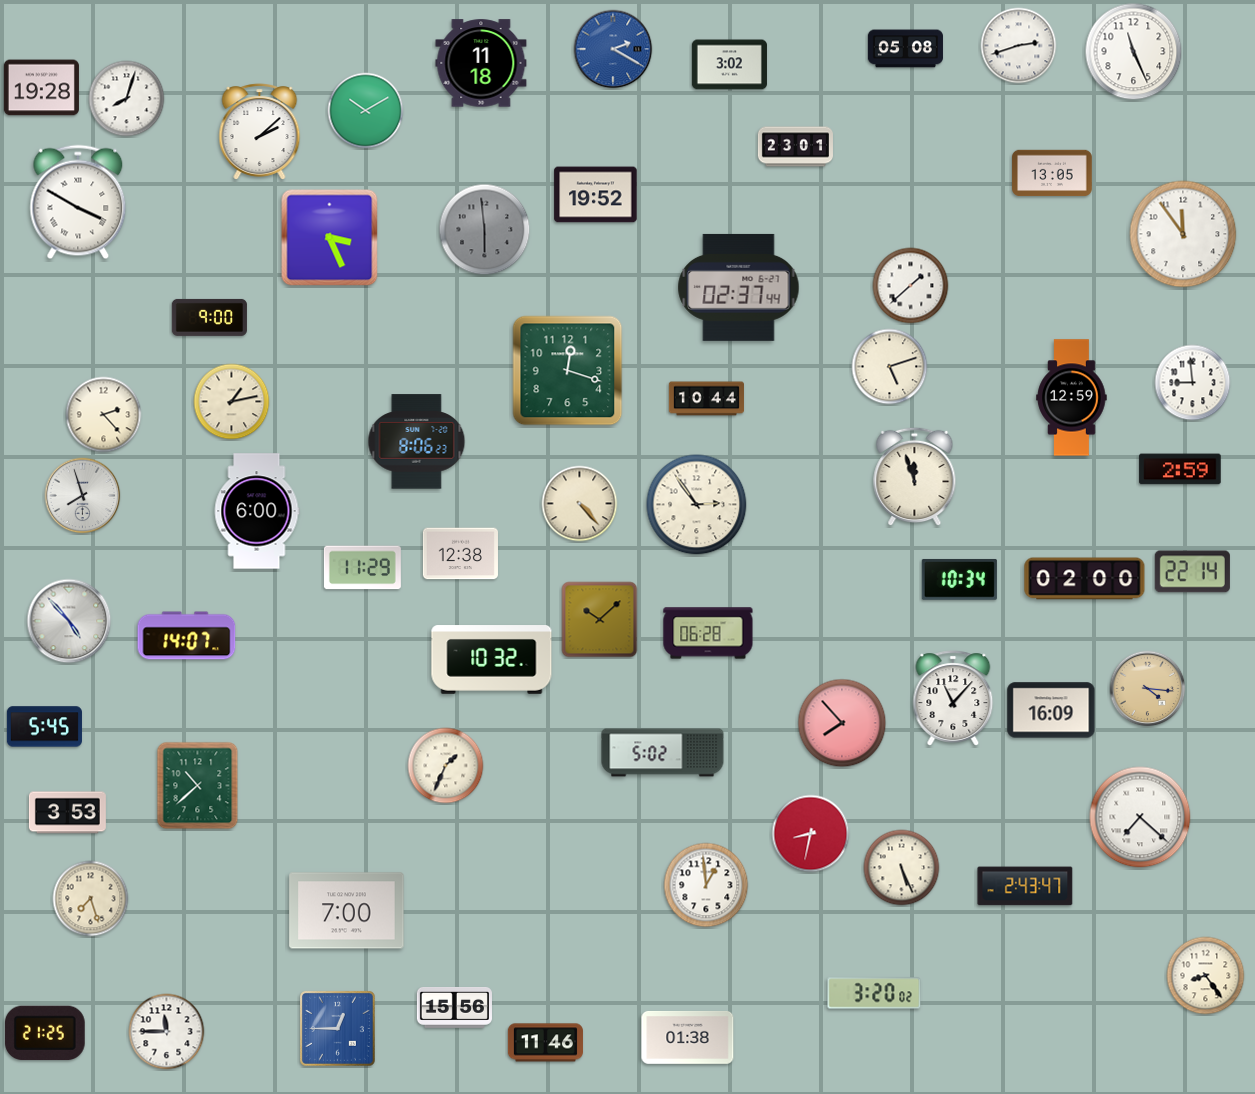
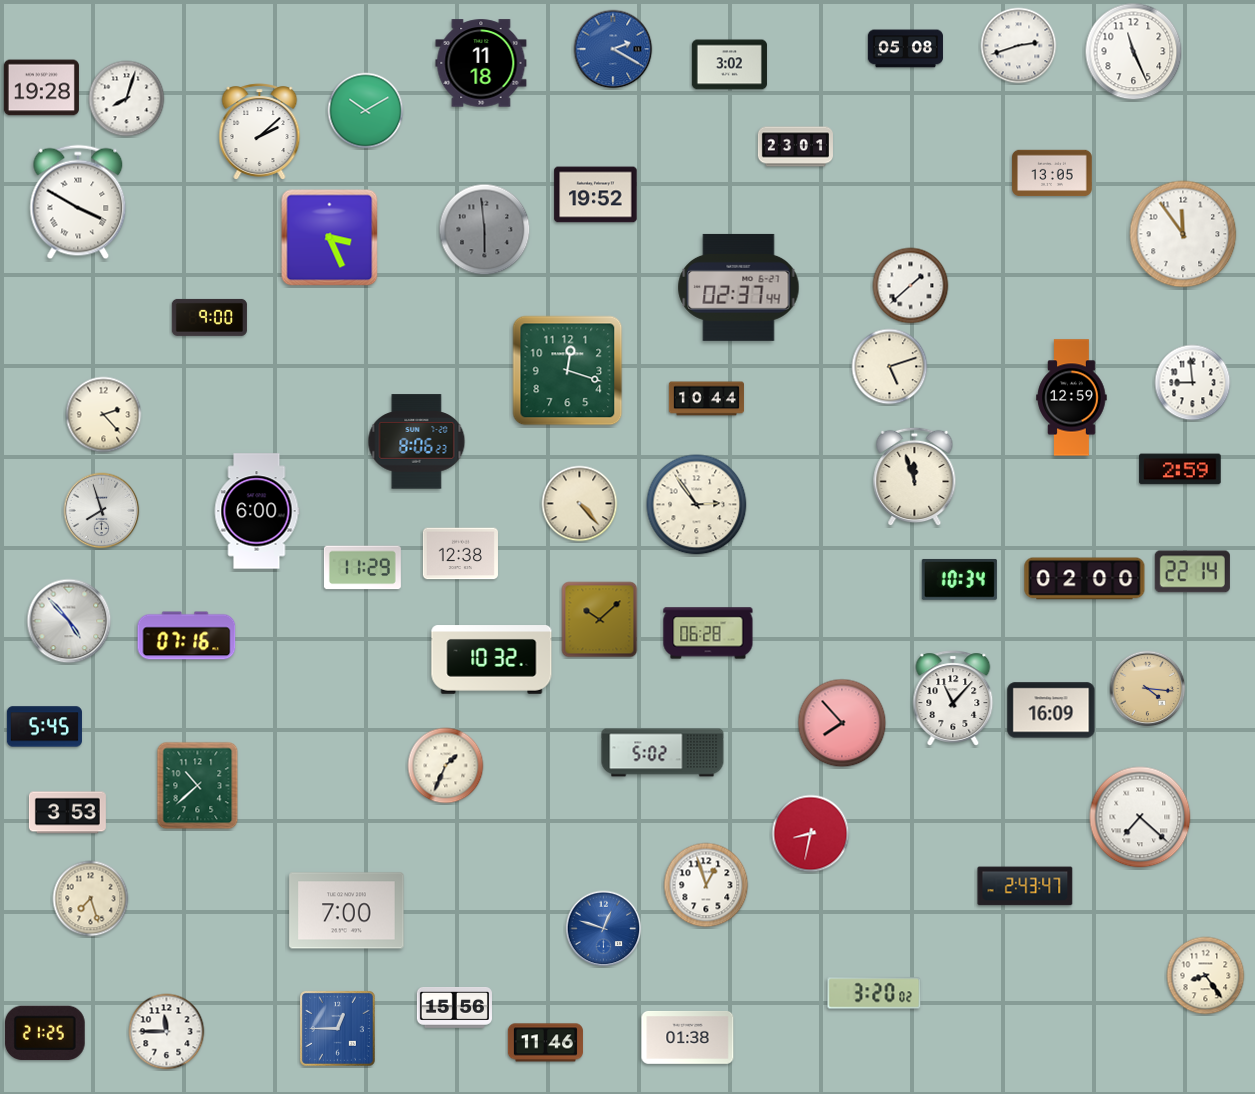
clock at (232, 402): 1:13 -> none
clock at (83, 496) position: (83, 496) -> (102, 511)
clock at (187, 636): 14:07 -> 07:16
clock at (902, 868): 5:26 -> none
clock at (706, 885): 12:59 -> 12:57
clock at (604, 929): none -> 12:48
